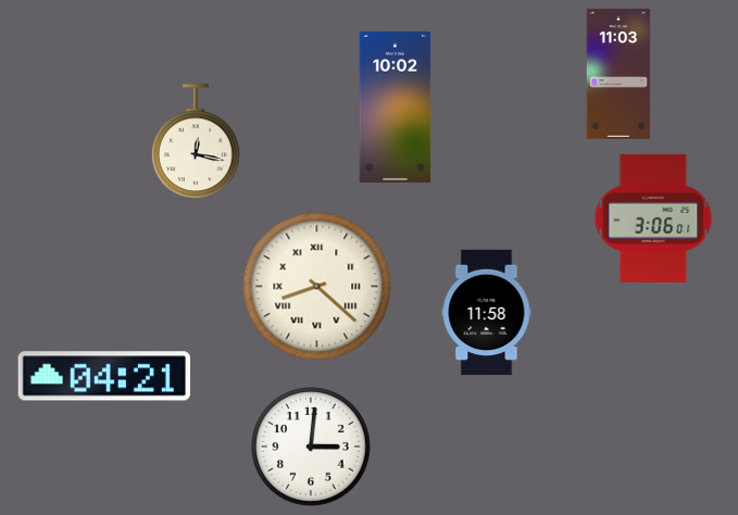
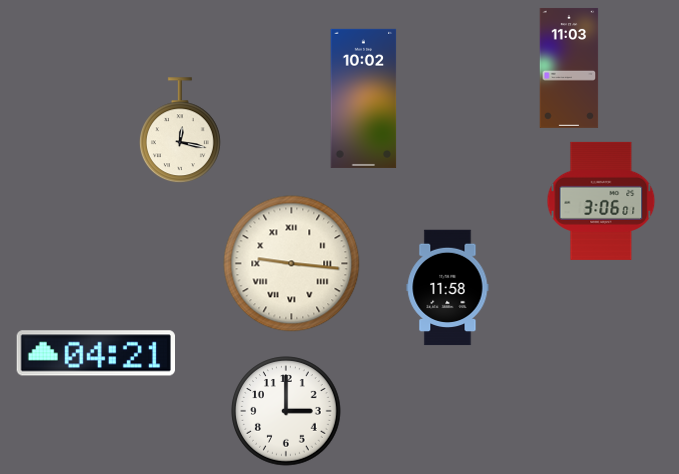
clock at (317, 287): 8:22 -> 9:16
clock at (103, 376) position: (103, 376) -> (95, 353)
clock at (311, 447): 3:01 -> 3:00
